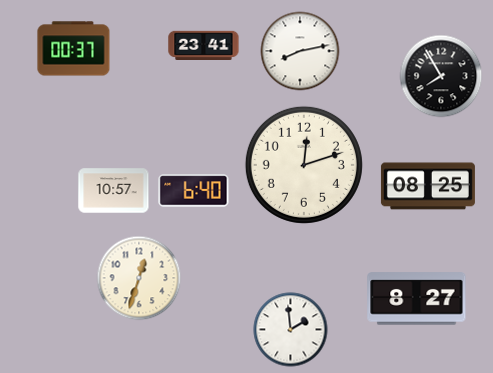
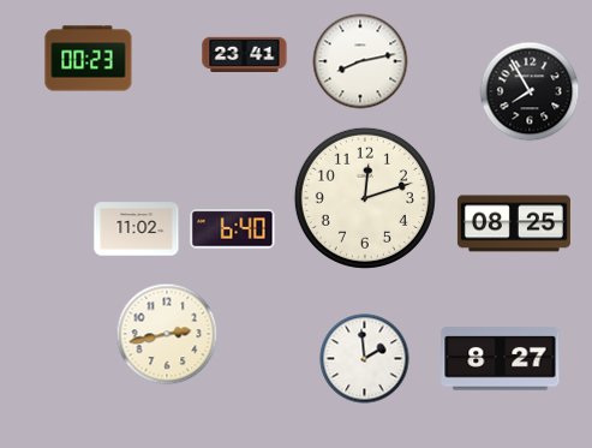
clock at (74, 49): 00:37 -> 00:23
clock at (114, 191): 10:57 -> 11:02
clock at (139, 278): 12:33 -> 2:43
clock at (291, 330) position: (291, 330) -> (365, 359)
